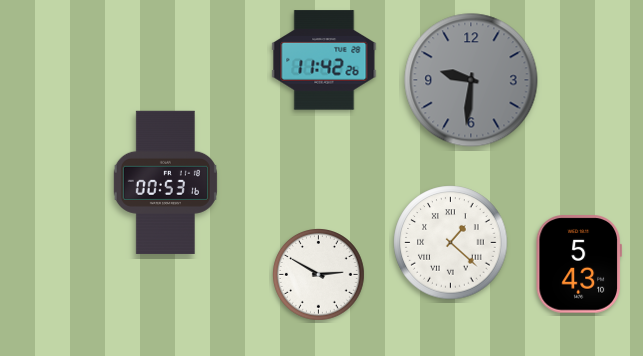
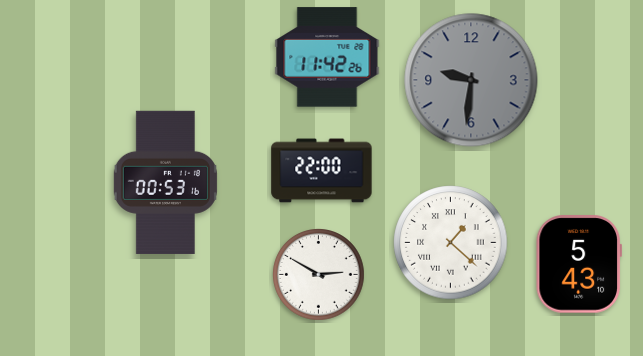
clock at (324, 60) position: (324, 60) -> (327, 57)
clock at (322, 171): none -> 22:00
